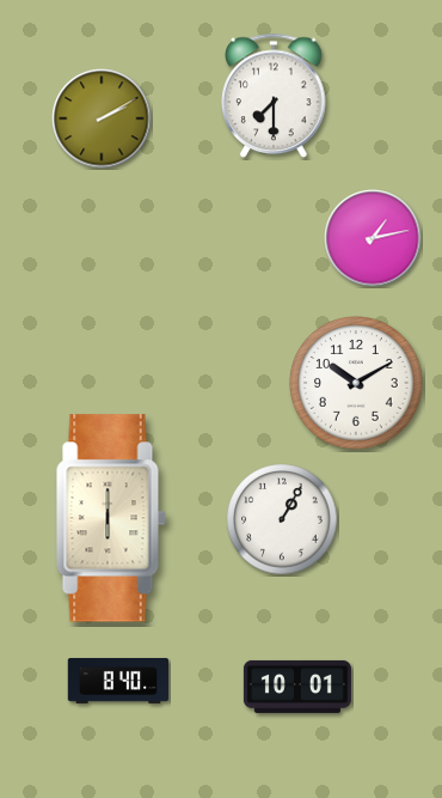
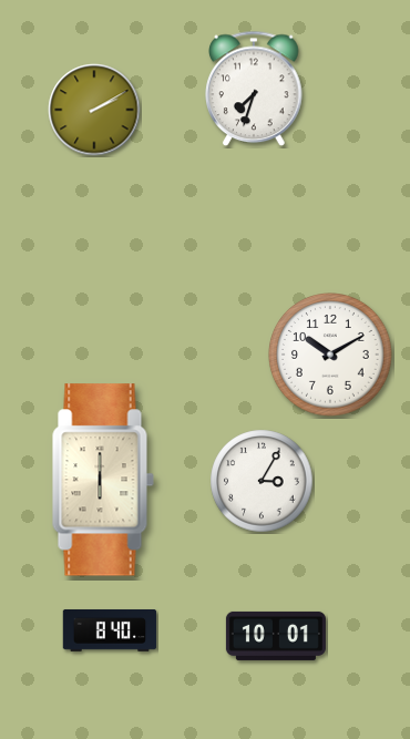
clock at (274, 96): 7:30 -> 7:33
clock at (373, 238): 1:13 -> none
clock at (282, 519): 1:05 -> 3:05
